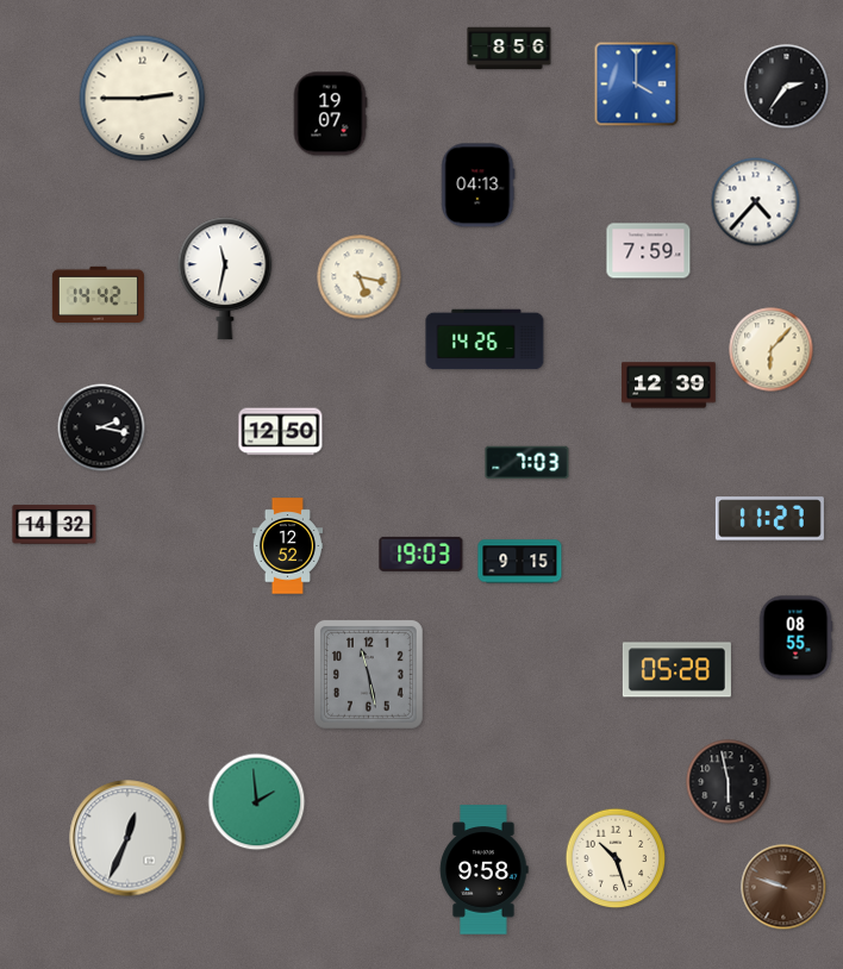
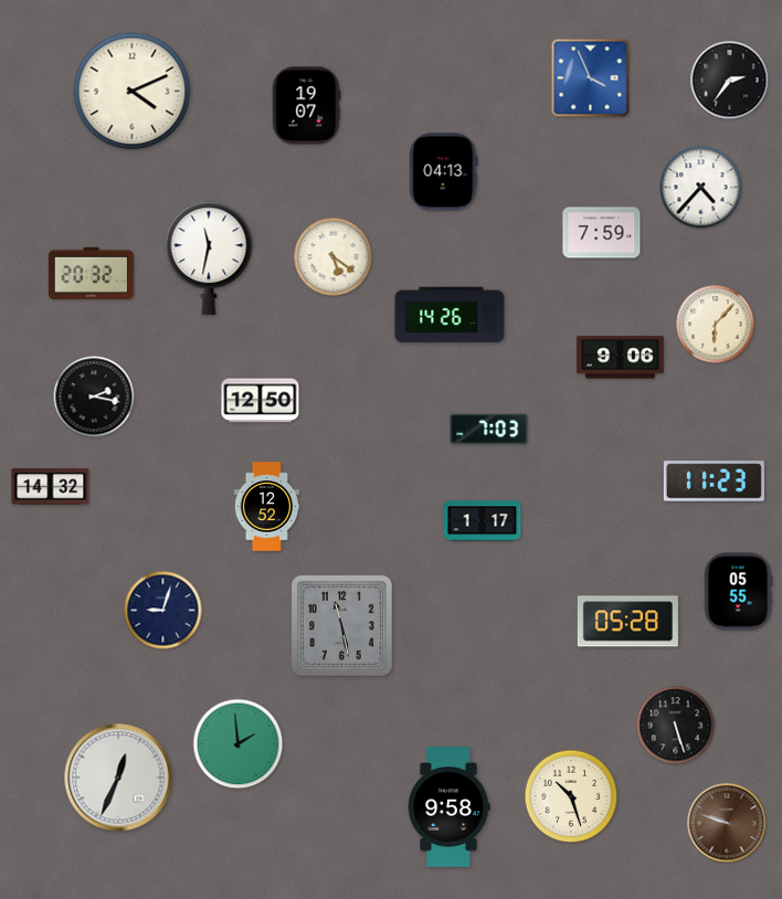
clock at (510, 49): 8:56 -> none
clock at (637, 85): 4:00 -> 3:56
clock at (143, 99): 2:45 -> 4:11
clock at (360, 277): 5:17 -> 5:21
clock at (98, 294): 14:42 -> 20:32
clock at (669, 386): 12:39 -> 9:06
clock at (769, 519): 11:27 -> 11:23
clock at (421, 554): 19:03 -> none
clock at (520, 562): 9:15 -> 1:17
clock at (795, 638): 08:55 -> 05:55
clock at (163, 611): none -> 9:03
clock at (729, 782): 5:58 -> 5:27
